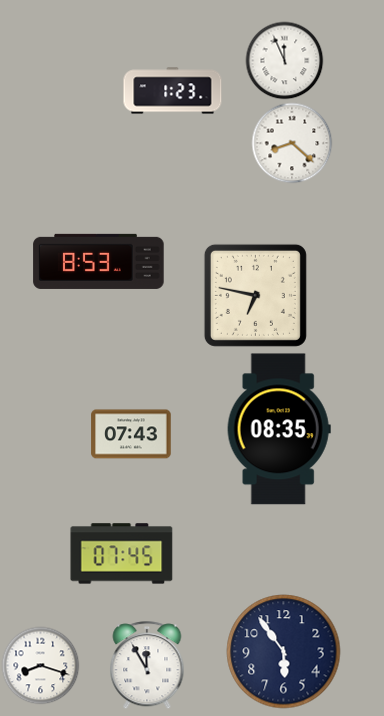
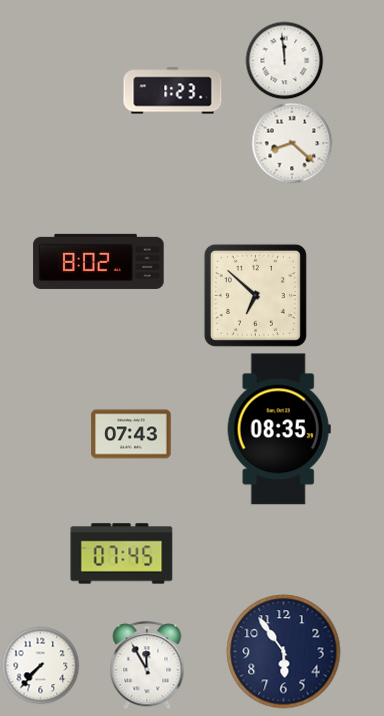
clock at (284, 60): 11:56 -> 11:59
clock at (99, 261): 8:53 -> 8:02
clock at (255, 295): 6:47 -> 6:52
clock at (40, 665): 8:18 -> 7:37
